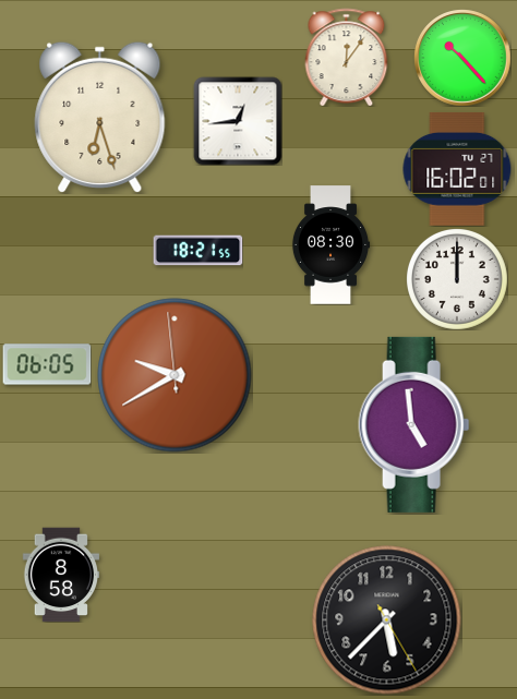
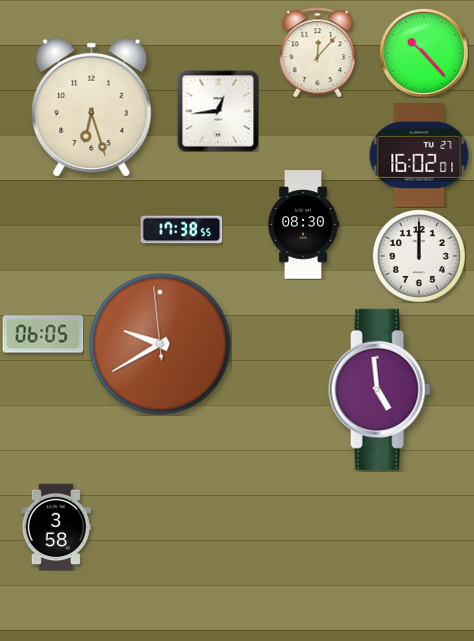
clock at (347, 57): 12:06 -> 12:07
clock at (197, 251): 18:21 -> 17:38
clock at (61, 575): 8:58 -> 3:58
clock at (387, 620): 5:37 -> none
